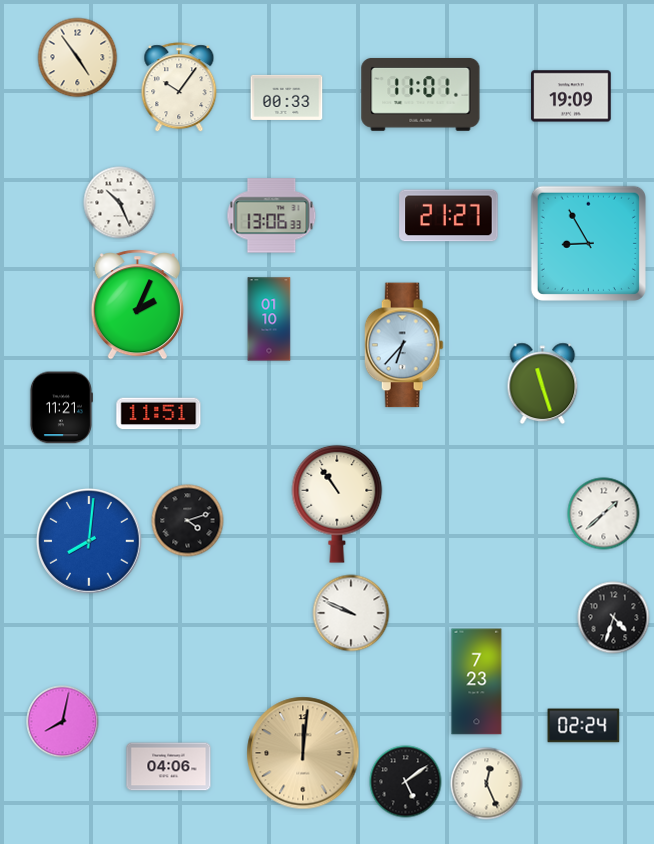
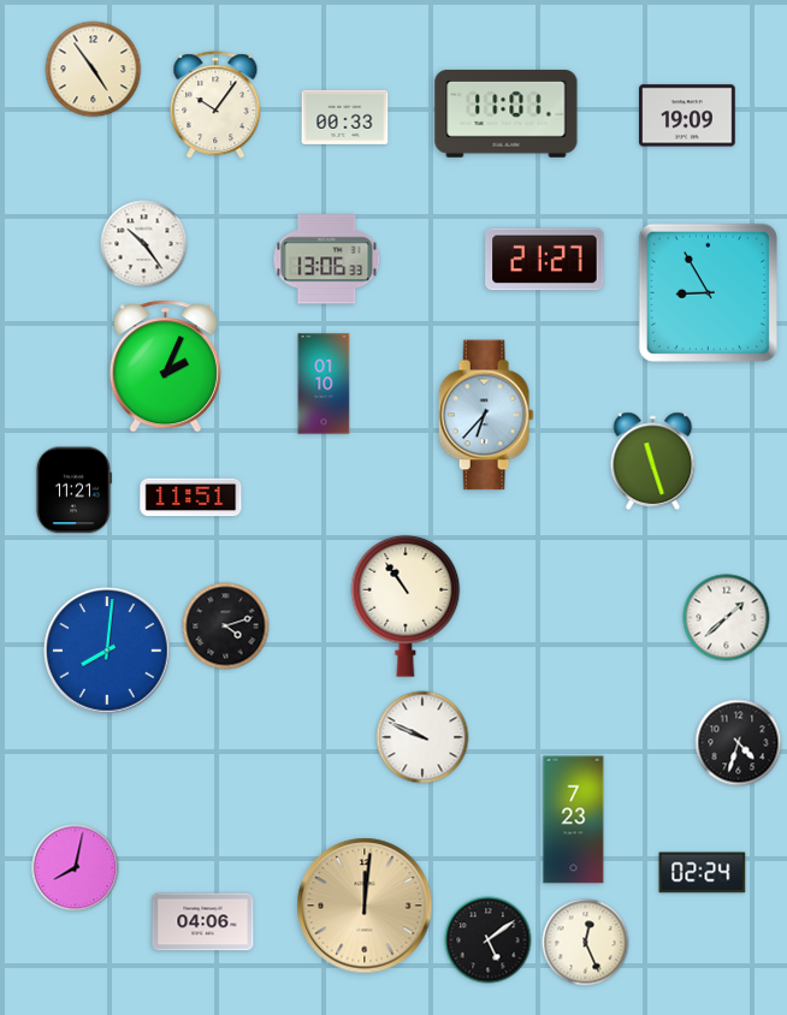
clock at (120, 203): 10:26 -> 10:24
clock at (449, 216) position: (449, 216) -> (545, 260)
